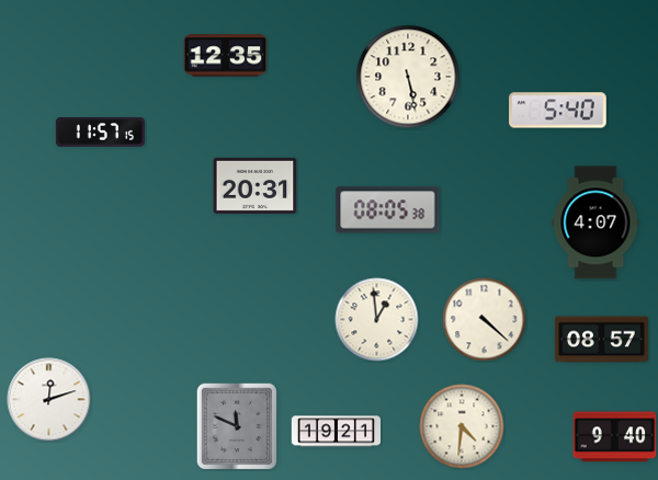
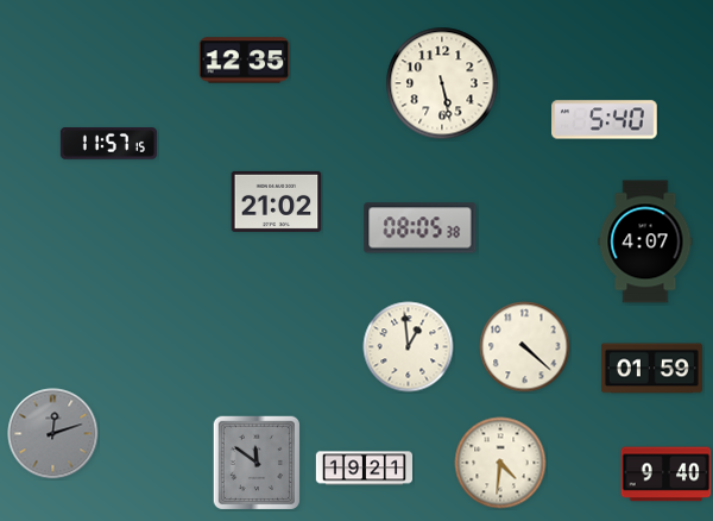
clock at (256, 185): 20:31 -> 21:02
clock at (601, 340): 08:57 -> 01:59
clock at (49, 400) dial: white -> grey
clock at (237, 426): 11:49 -> 11:51
